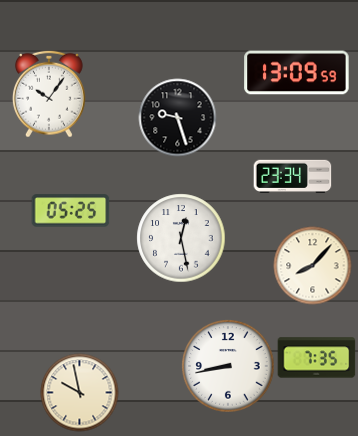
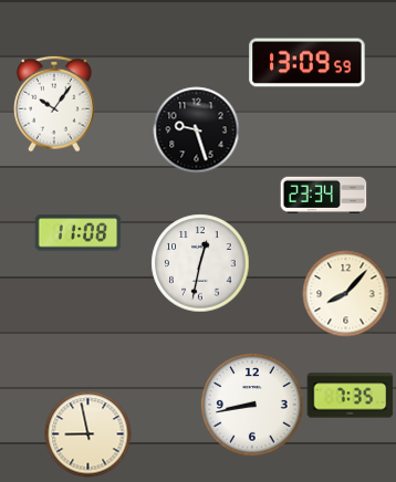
clock at (297, 73) position: (297, 73) -> (308, 63)
clock at (70, 211): 05:25 -> 11:08
clock at (181, 238): 12:28 -> 12:32
clock at (79, 392): 9:58 -> 8:58
